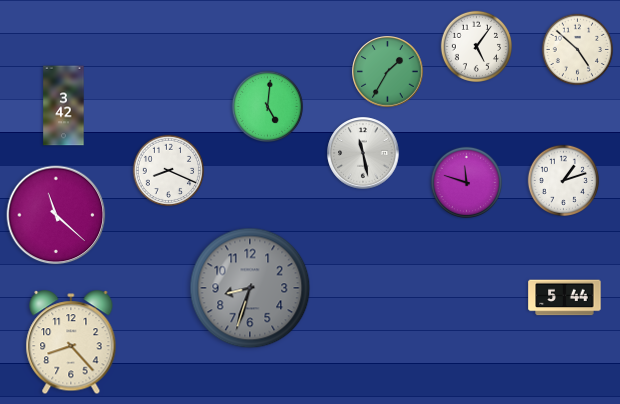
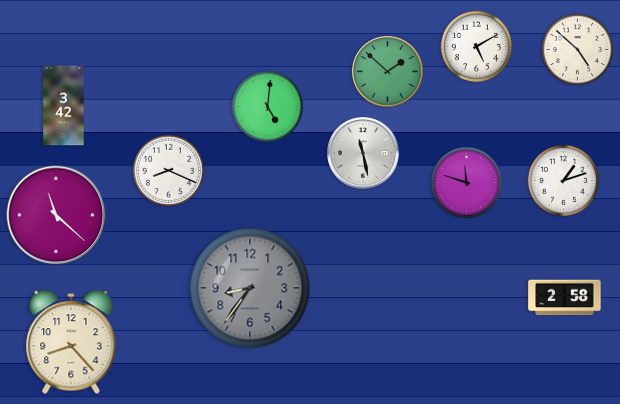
clock at (476, 46): 5:06 -> 5:10
clock at (388, 72): 1:35 -> 1:52
clock at (250, 288): 8:33 -> 8:36
clock at (565, 298): 5:44 -> 2:58
